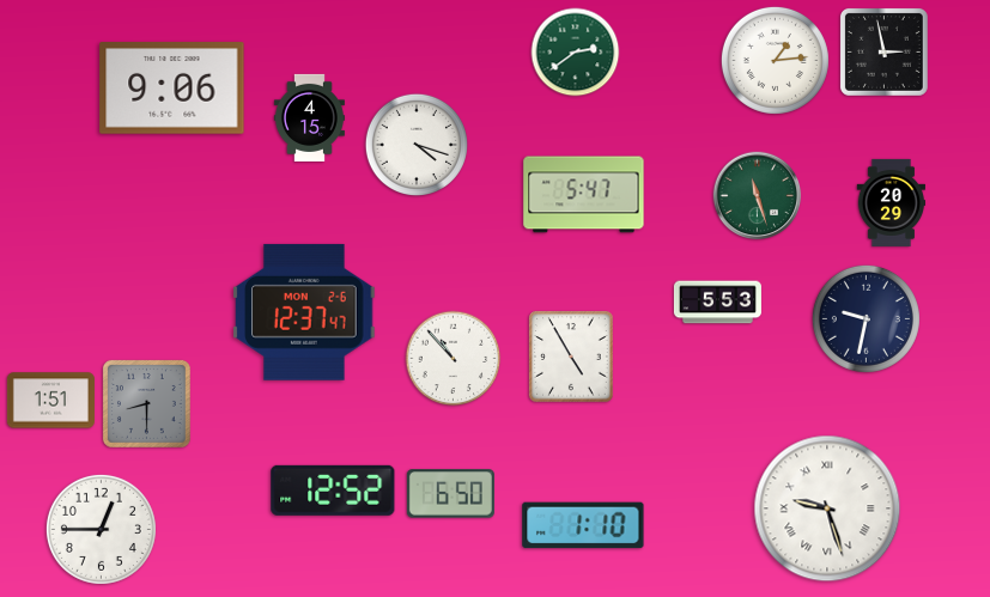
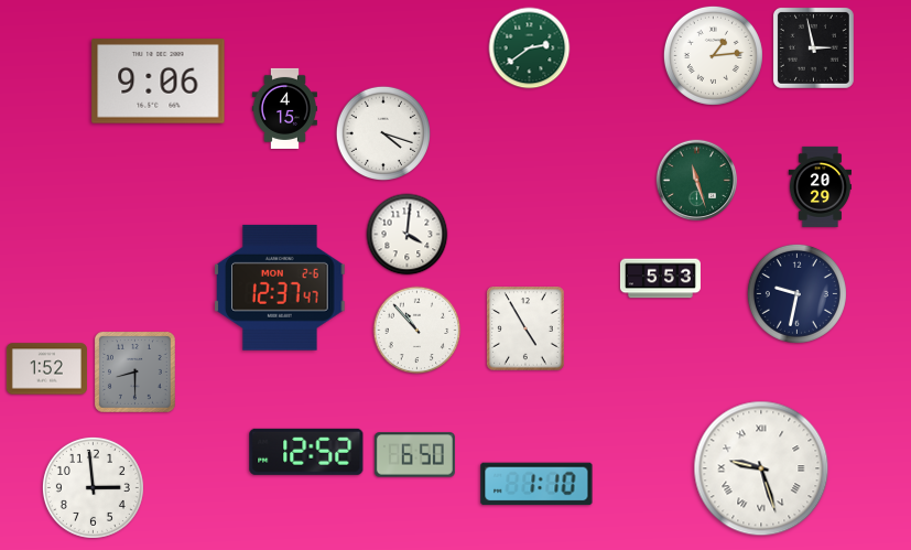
clock at (584, 195): 5:47 -> none
clock at (408, 235): none -> 4:01
clock at (50, 401): 1:51 -> 1:52
clock at (101, 529): 12:45 -> 2:59
